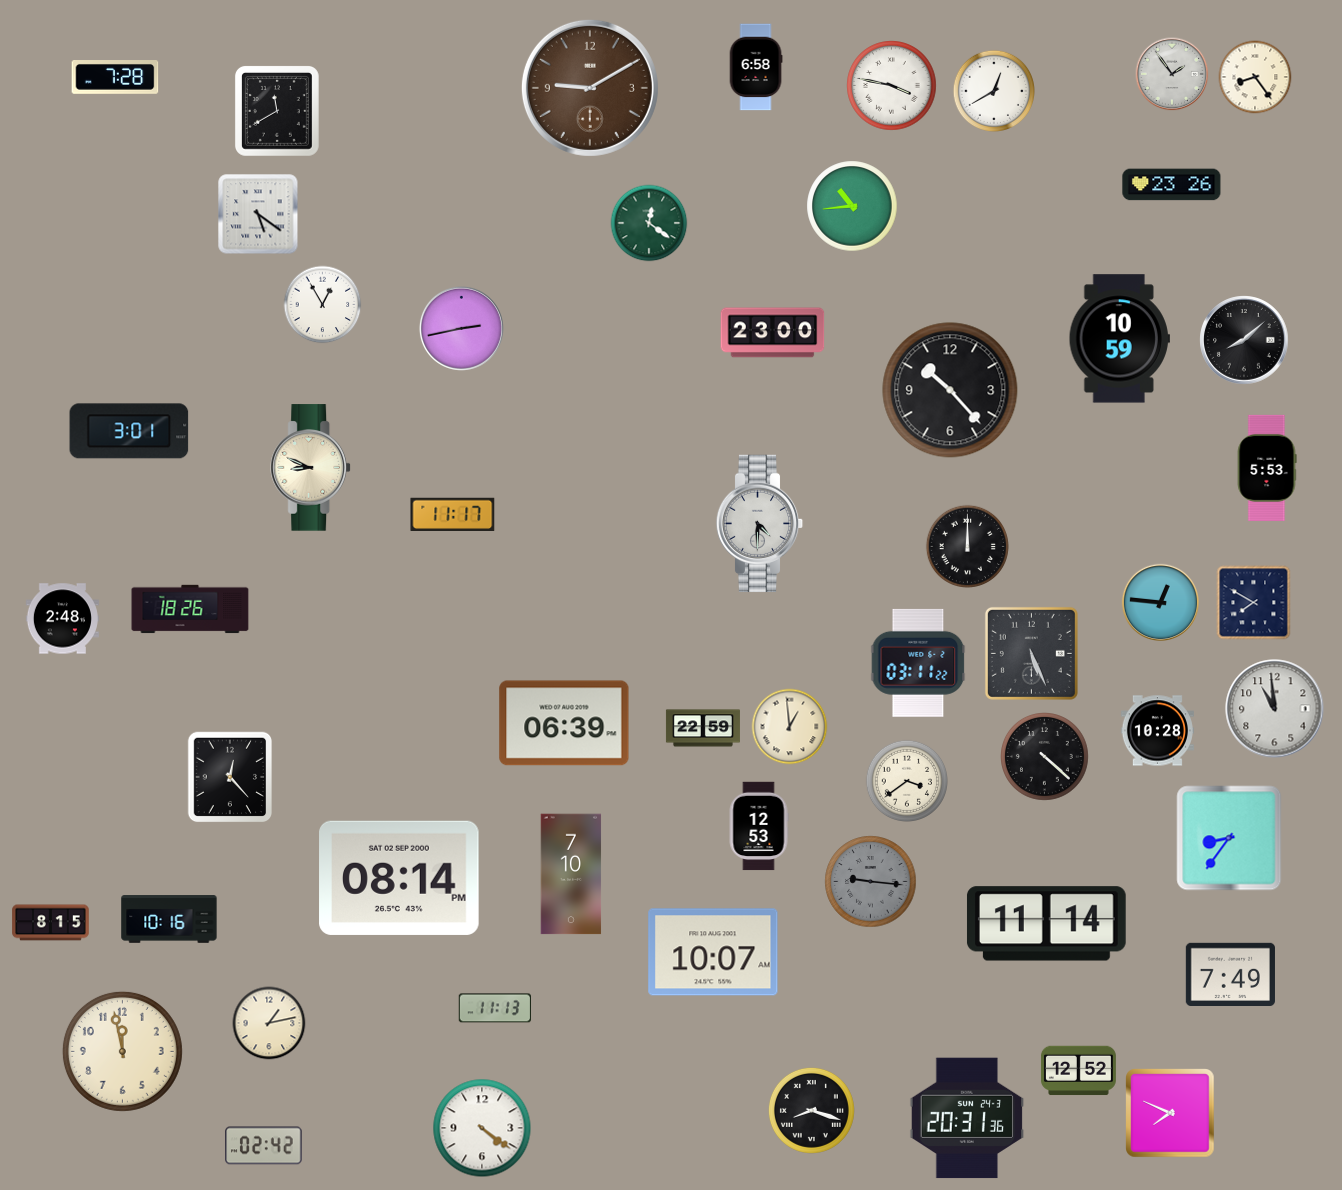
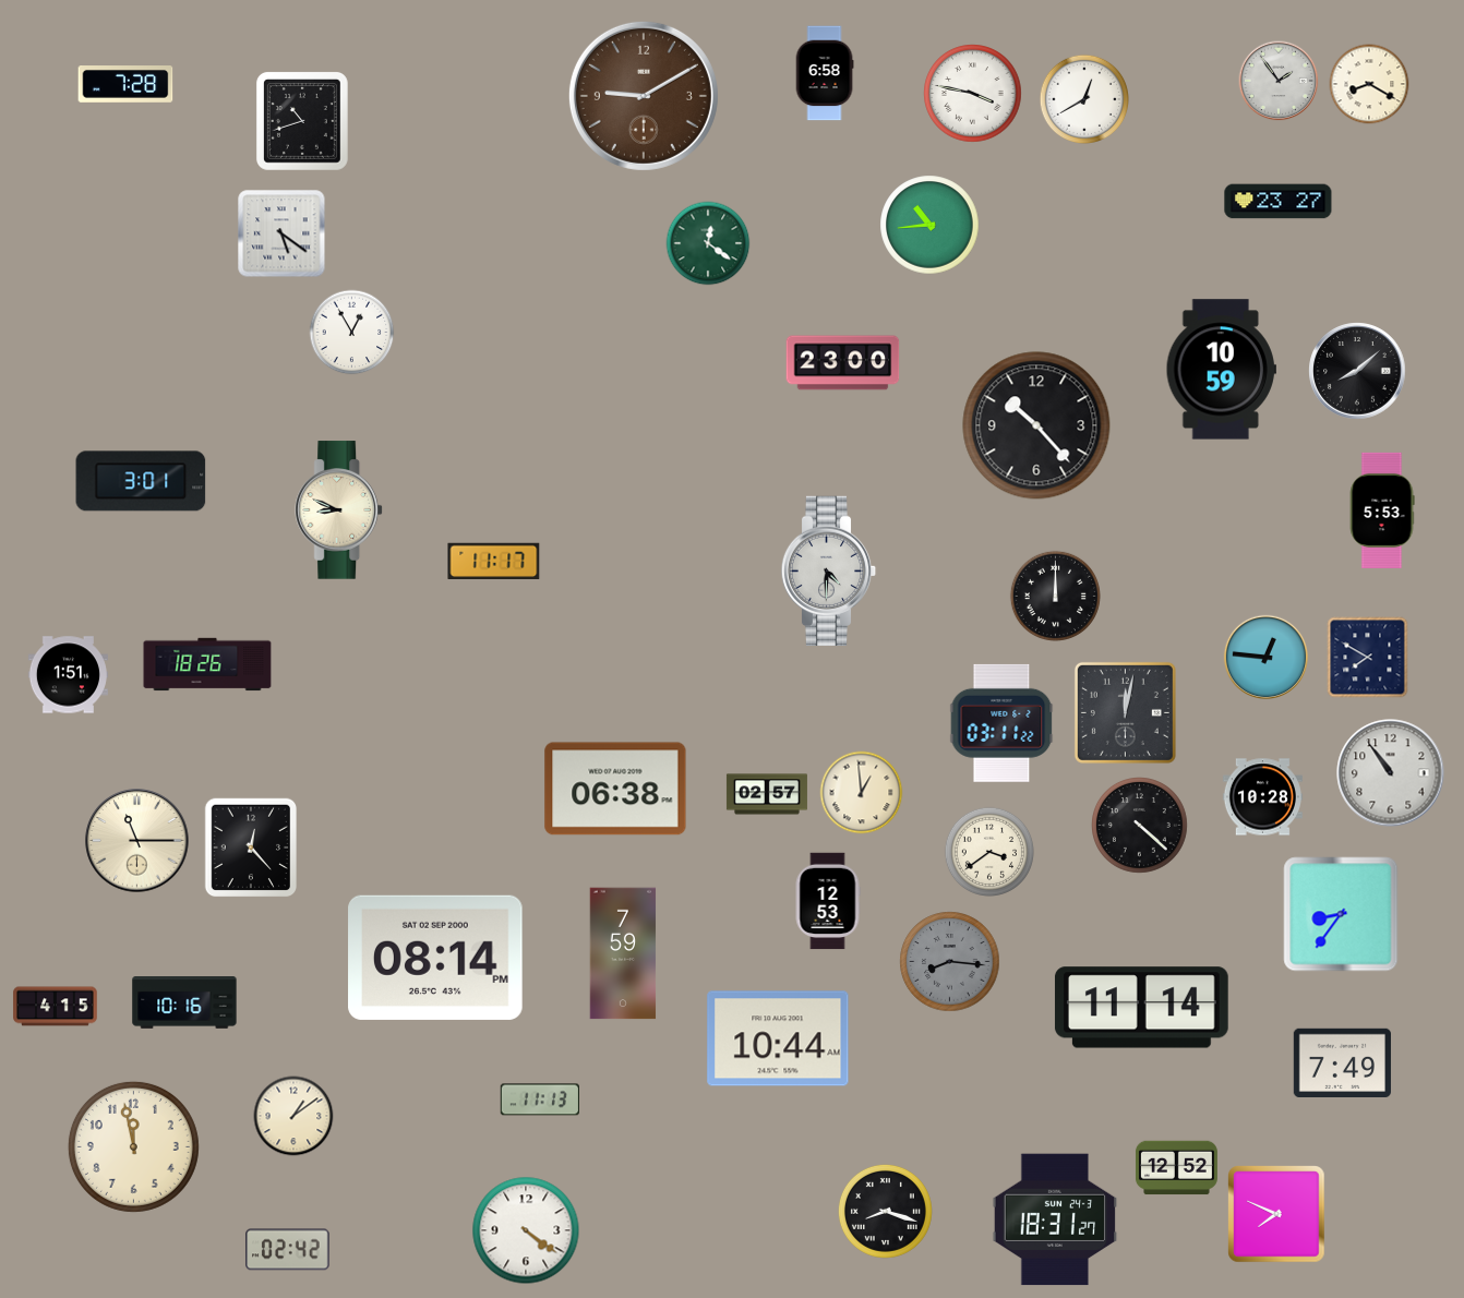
clock at (1255, 77): 8:24 -> 8:20
clock at (277, 111): 11:40 -> 10:42
clock at (1172, 185): 23:26 -> 23:27
clock at (461, 328): 2:43 -> none
clock at (129, 431) position: (129, 431) -> (141, 481)
clock at (62, 619): 2:48 -> 1:51
clock at (1031, 653): 5:26 -> 12:02
clock at (1275, 709): 10:59 -> 10:54
clock at (564, 723): 06:39 -> 06:38
clock at (703, 728): 22:59 -> 02:57
clock at (137, 841): none -> 11:15
clock at (571, 874): 7:10 -> 7:59
clock at (871, 882): 9:16 -> 8:16
clock at (51, 923): 8:15 -> 4:15
clock at (713, 952): 10:07 -> 10:44
clock at (269, 1023): 1:13 -> 1:09
clock at (967, 1118): 20:31 -> 18:31
